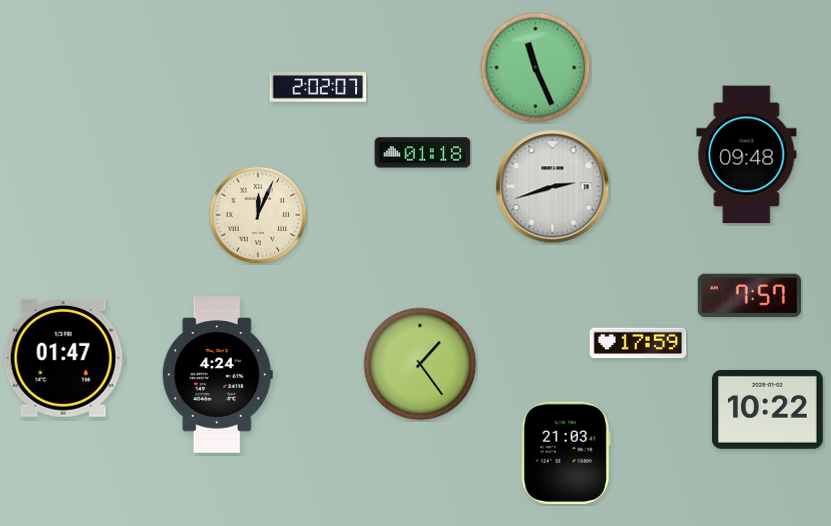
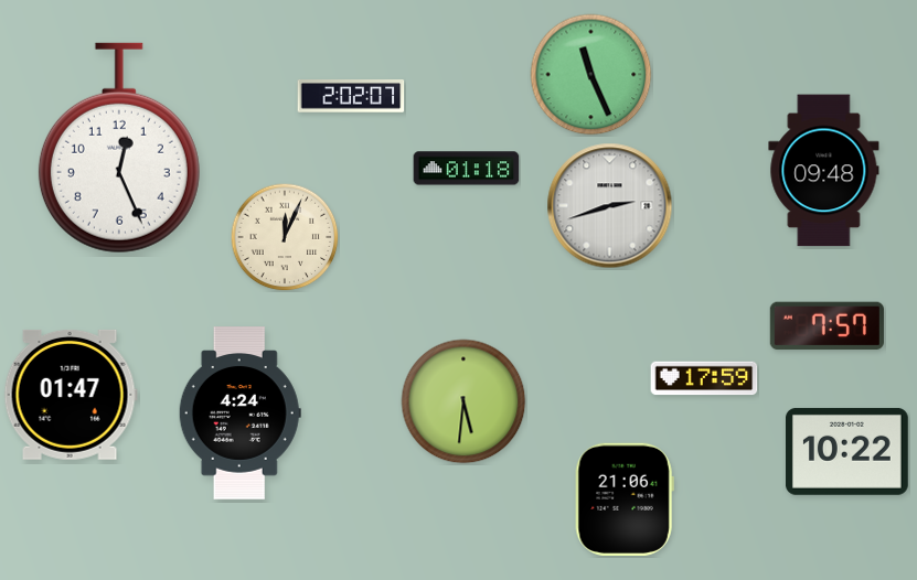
clock at (119, 148): none -> 12:26
clock at (420, 364): 1:24 -> 5:31
clock at (566, 453): 21:03 -> 21:06
